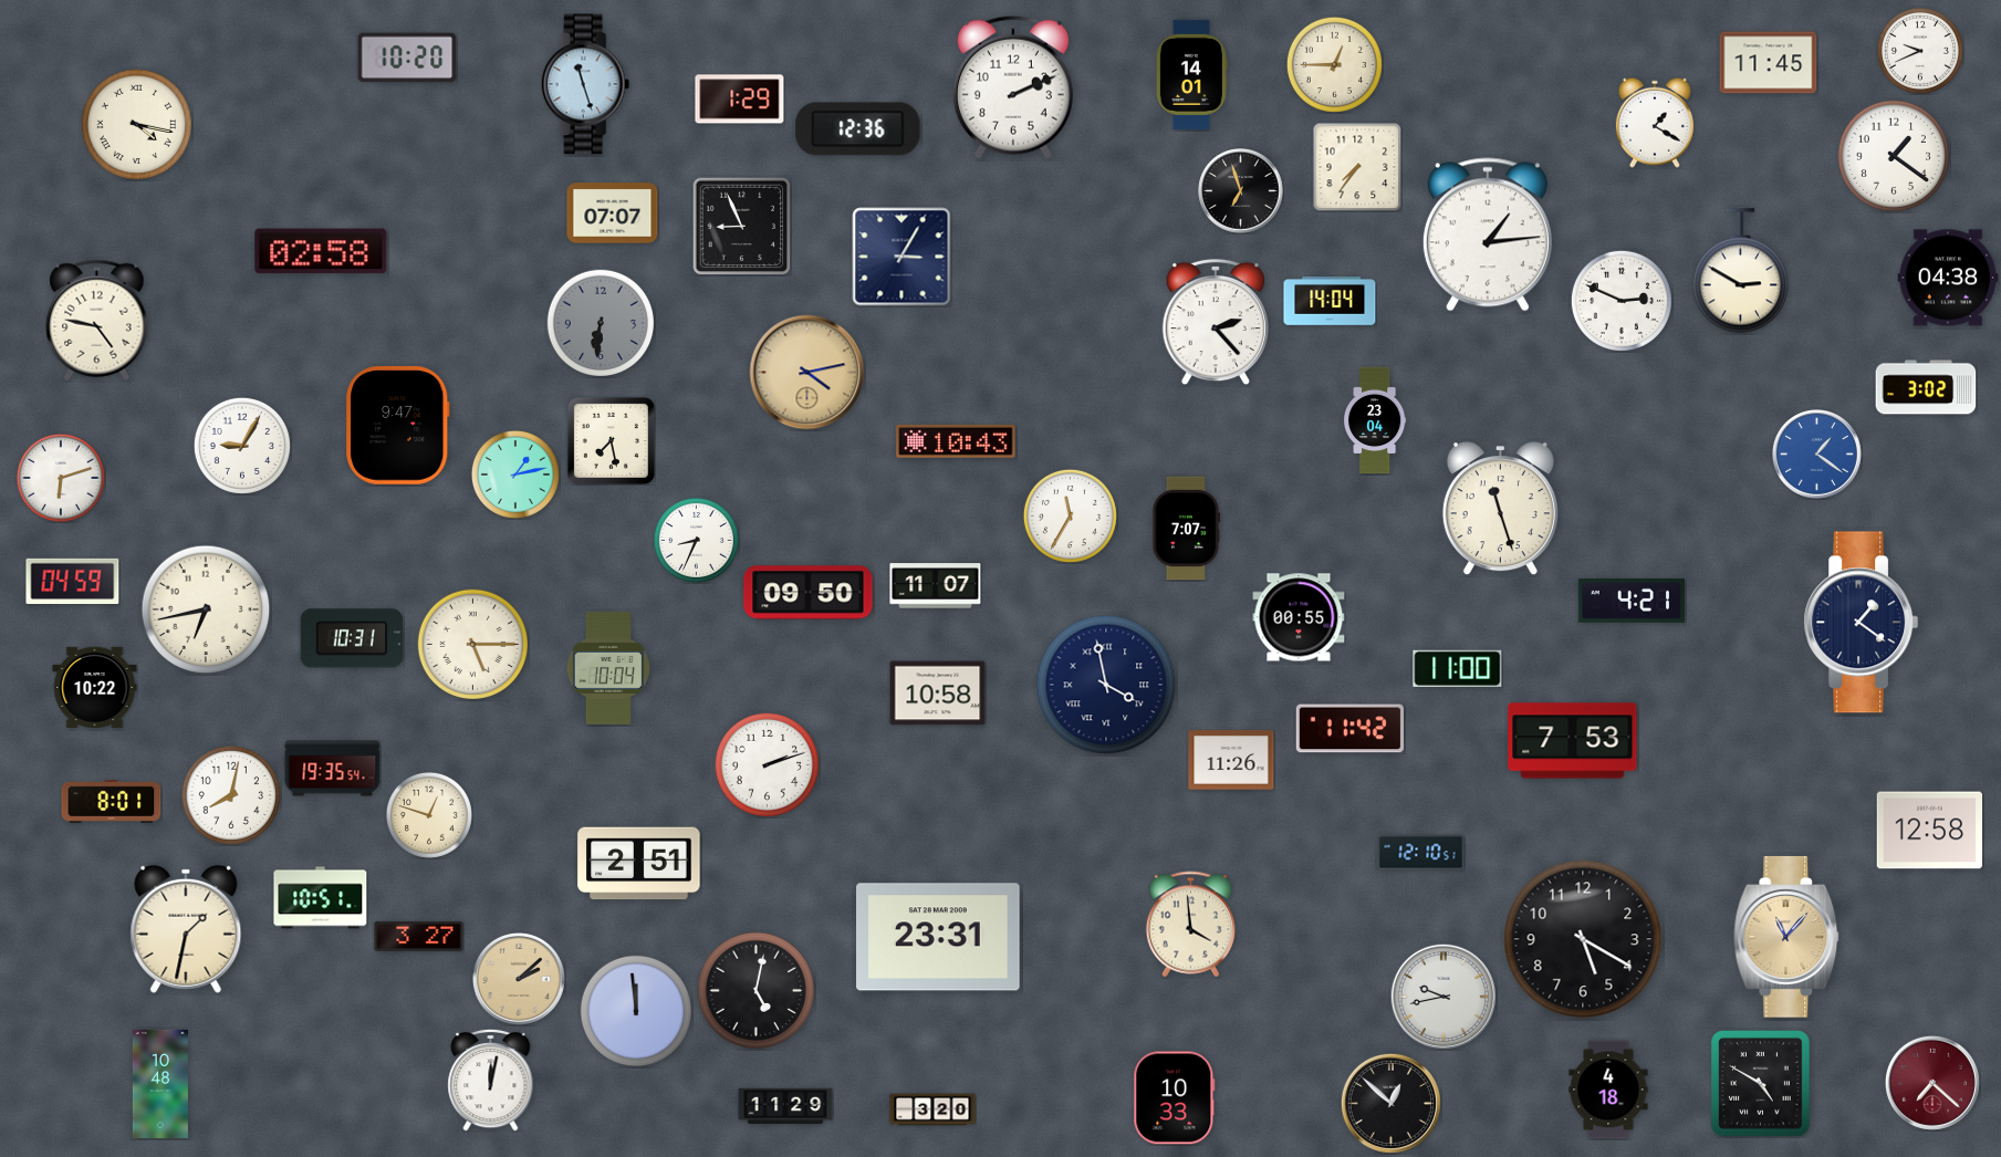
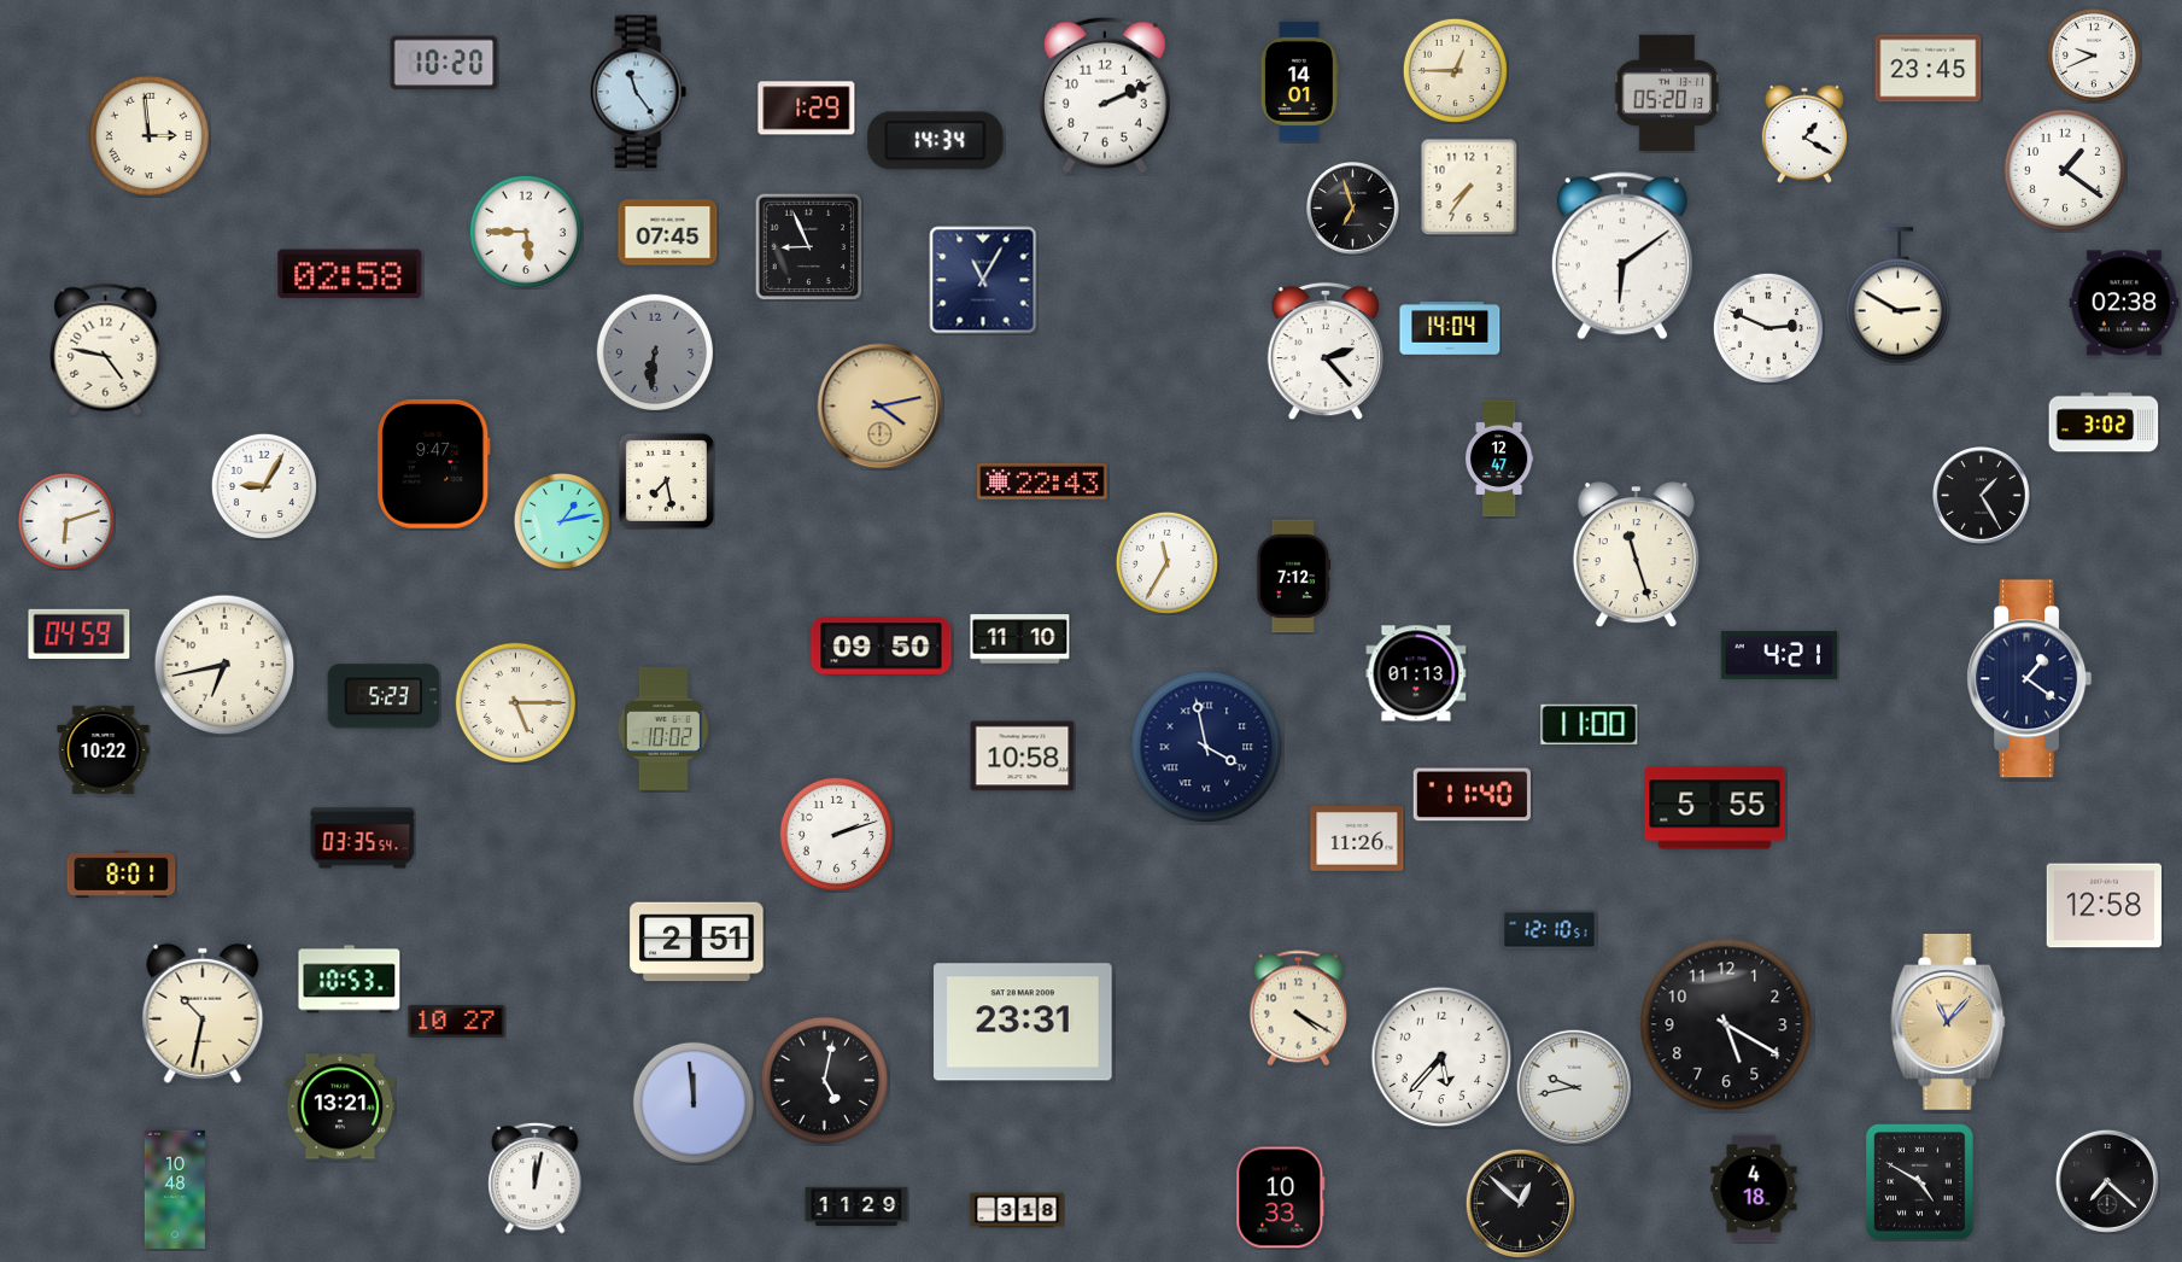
clock at (1769, 63): 11:45 -> 23:45
clock at (585, 84): 11:27 -> 11:24
clock at (1667, 92): none -> 05:20
clock at (136, 124): 4:17 -> 2:59
clock at (858, 129): 12:36 -> 14:34
clock at (1357, 167) position: (1357, 167) -> (1469, 187)
clock at (526, 232): none -> 5:45
clock at (613, 213): 07:07 -> 07:45
clock at (1488, 234): 1:14 -> 6:09
clock at (902, 257): 3:05 -> 11:05
clock at (1948, 278): 04:38 -> 02:38
clock at (1926, 387) position: (1926, 387) -> (2104, 422)
clock at (1375, 420): 23:04 -> 12:47
clock at (956, 441): 10:43 -> 22:43
clock at (1817, 455): 1:21 -> 1:25
clock at (1817, 455) dial: blue -> black
clock at (515, 475) position: (515, 475) -> (562, 521)
clock at (1186, 529): 7:07 -> 7:12
clock at (696, 540): 8:34 -> none
clock at (936, 586): 11:07 -> 11:10
clock at (1299, 617): 00:55 -> 01:13
clock at (352, 638): 10:31 -> 5:23
clock at (608, 668): 10:04 -> 10:02
clock at (1458, 668) position: (1458, 668) -> (1590, 724)
clock at (1349, 729): 11:42 -> 11:40
clock at (1573, 741): 7:53 -> 5:55
clock at (1231, 760) position: (1231, 760) -> (1357, 839)
clock at (333, 769): 19:35 -> 03:35
clock at (231, 795): 8:02 -> none
clock at (429, 815): 12:48 -> none
clock at (321, 898): 10:51 -> 10:53
clock at (1190, 925): 3:59 -> 4:20
clock at (186, 929): 1:32 -> 10:32
clock at (419, 936): 3:27 -> 10:27
clock at (1441, 1057): none -> 5:37
clock at (519, 979): 2:08 -> none
clock at (340, 1106): none -> 13:21
clock at (1932, 1083) dial: burgundy -> black
clock at (160, 1084) position: (160, 1084) -> (175, 1190)
clock at (1390, 1103) position: (1390, 1103) -> (1520, 1203)
clock at (932, 1109): 3:20 -> 3:18
